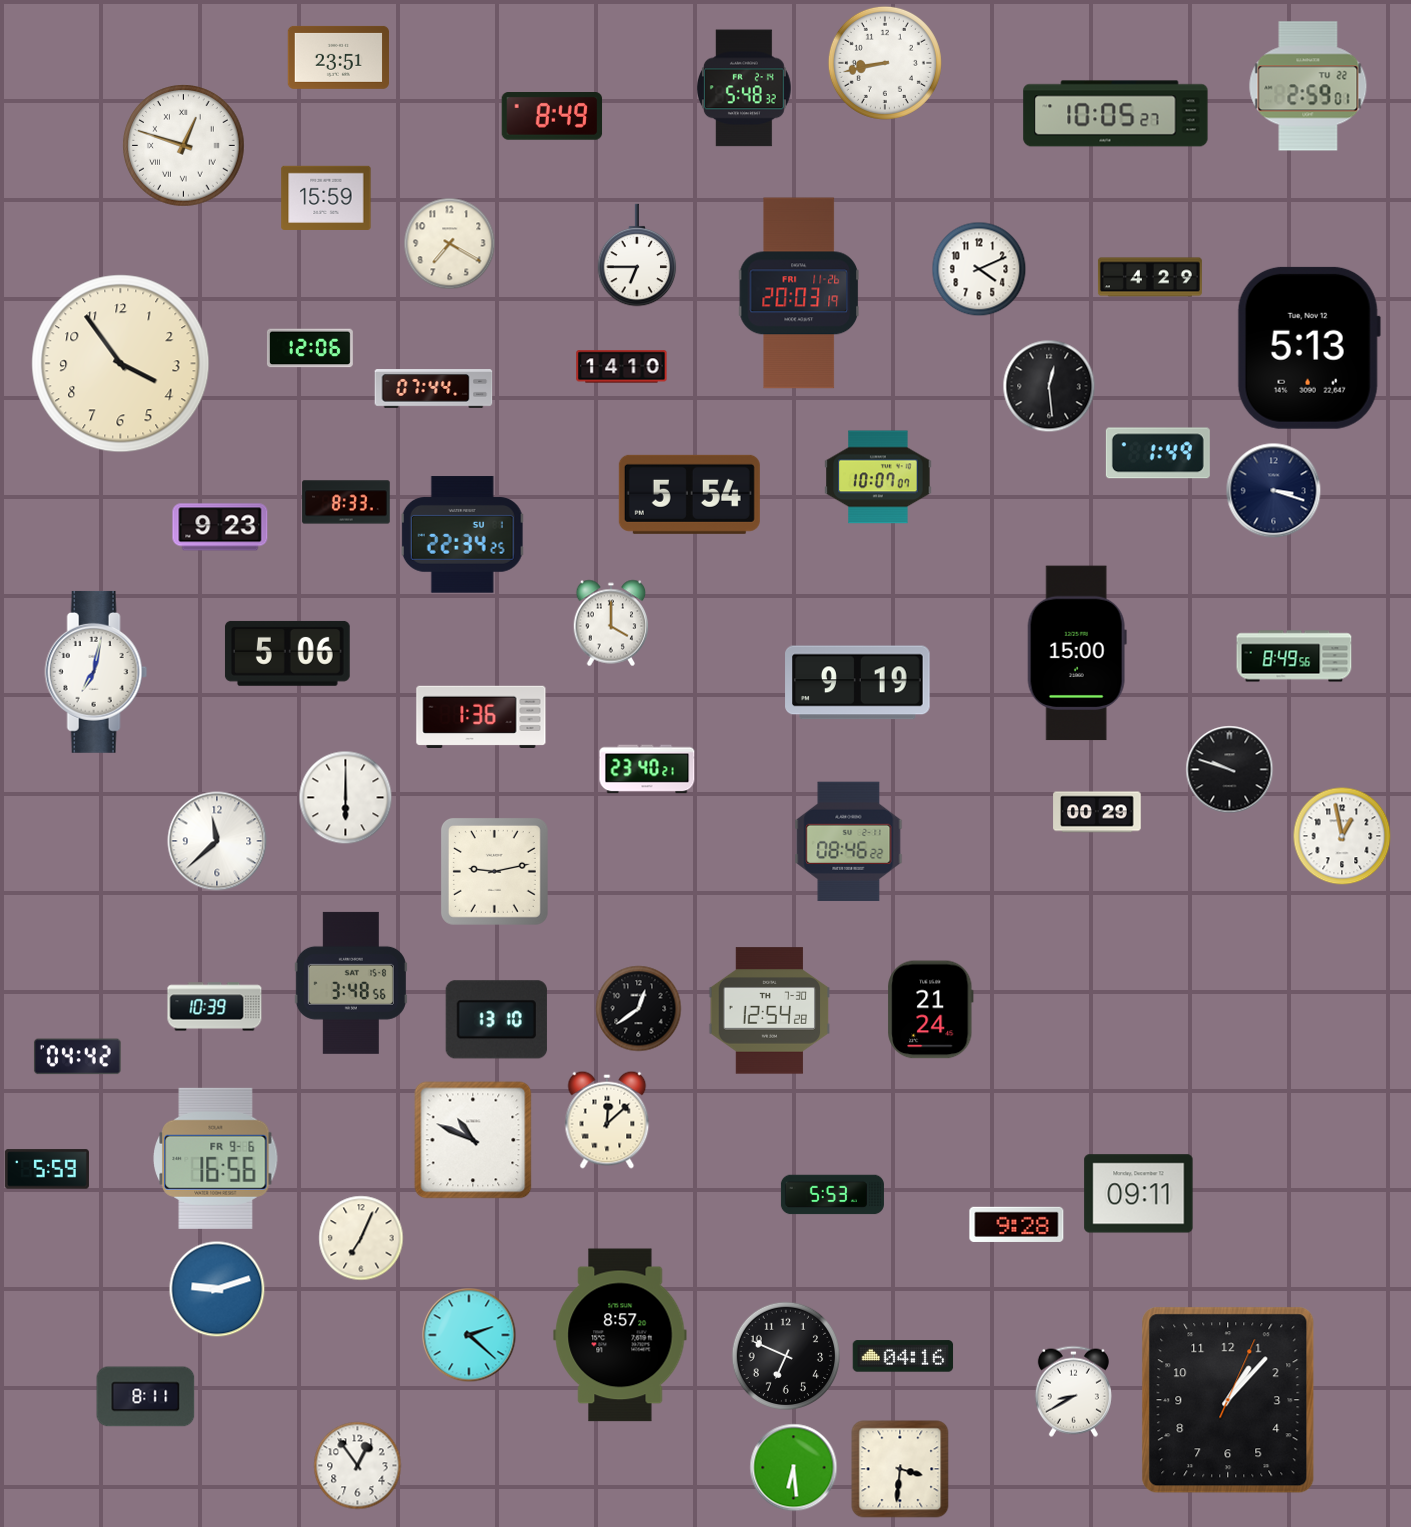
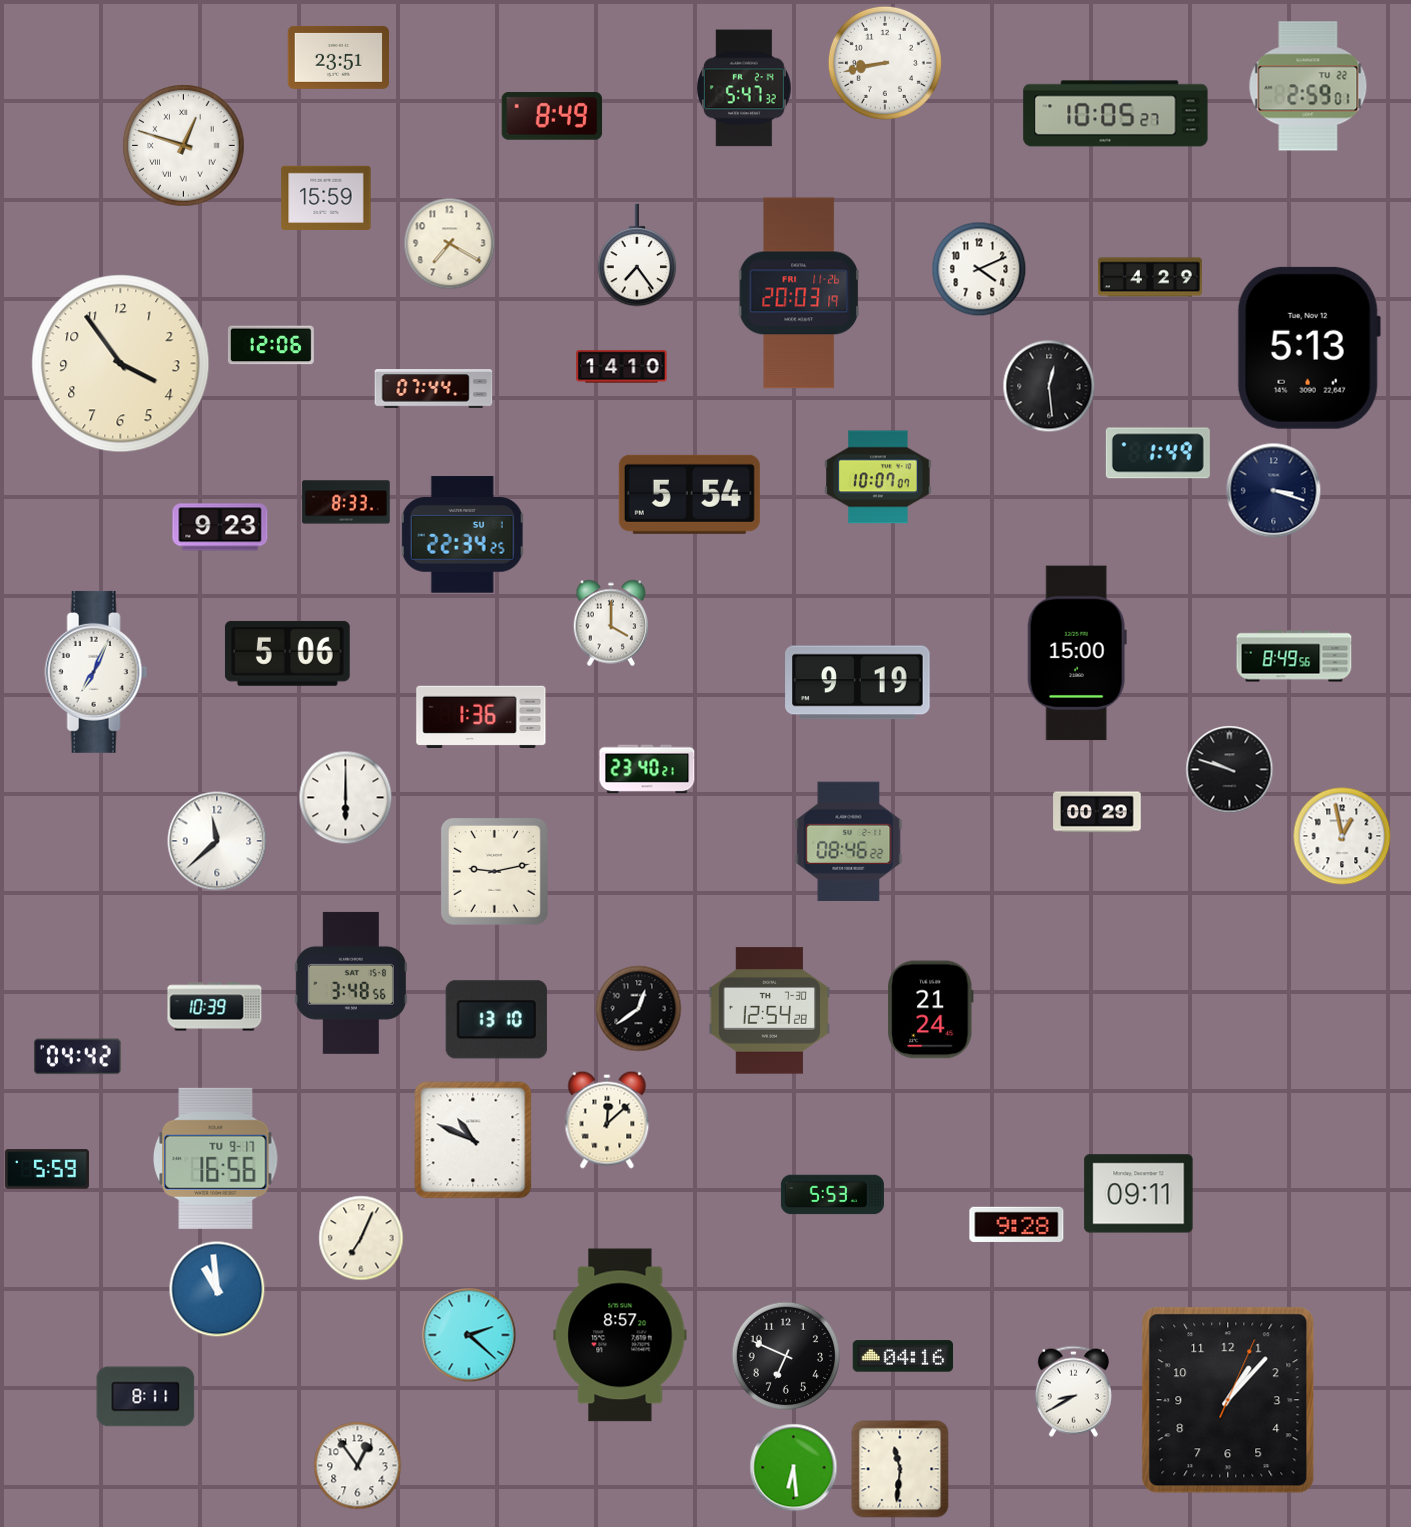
clock at (744, 88): 5:48 -> 5:47
clock at (637, 255): 6:45 -> 7:24
clock at (310, 348) position: (310, 348) -> (271, 345)
clock at (96, 672): 7:02 -> 7:04
clock at (216, 1158) date: FR 9-6 -> TU 9-17
clock at (217, 1289): 9:12 -> 10:59
clock at (900, 1469): 3:31 -> 11:31
